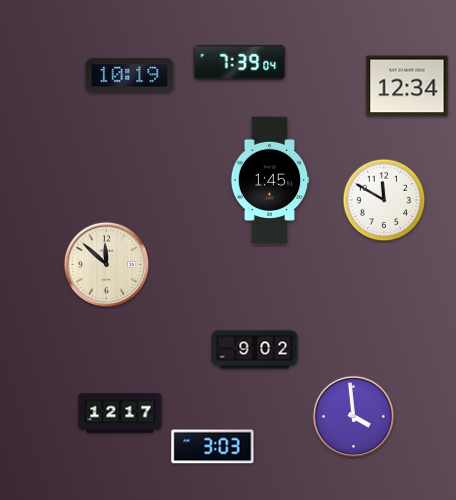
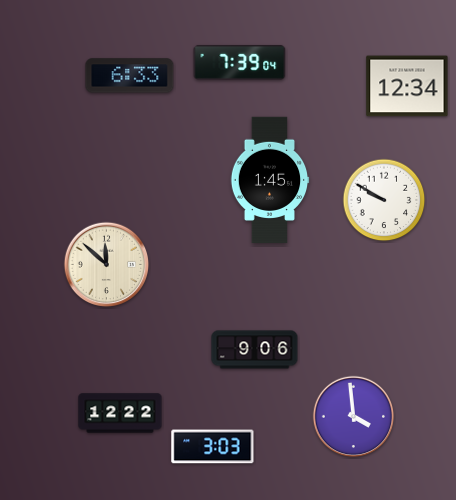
clock at (130, 76): 10:19 -> 6:33
clock at (384, 200): 11:50 -> 9:50
clock at (255, 350): 9:02 -> 9:06
clock at (120, 413): 12:17 -> 12:22
